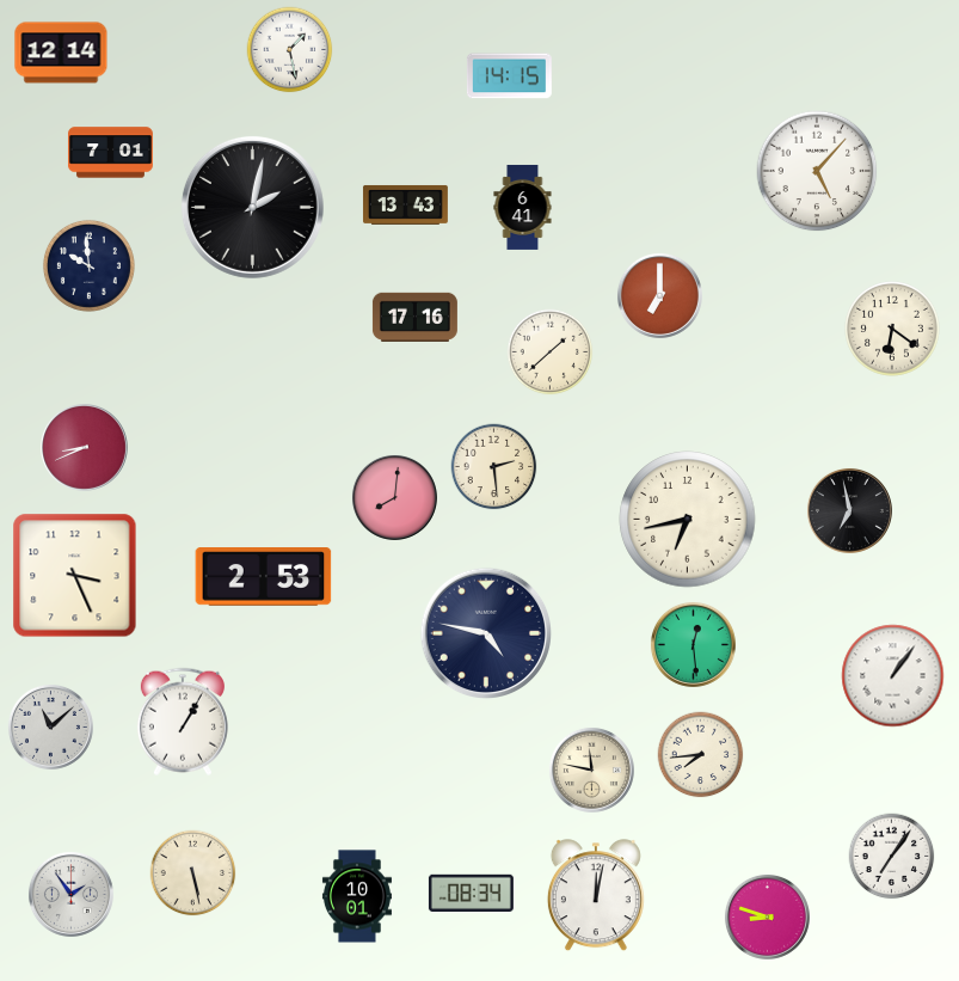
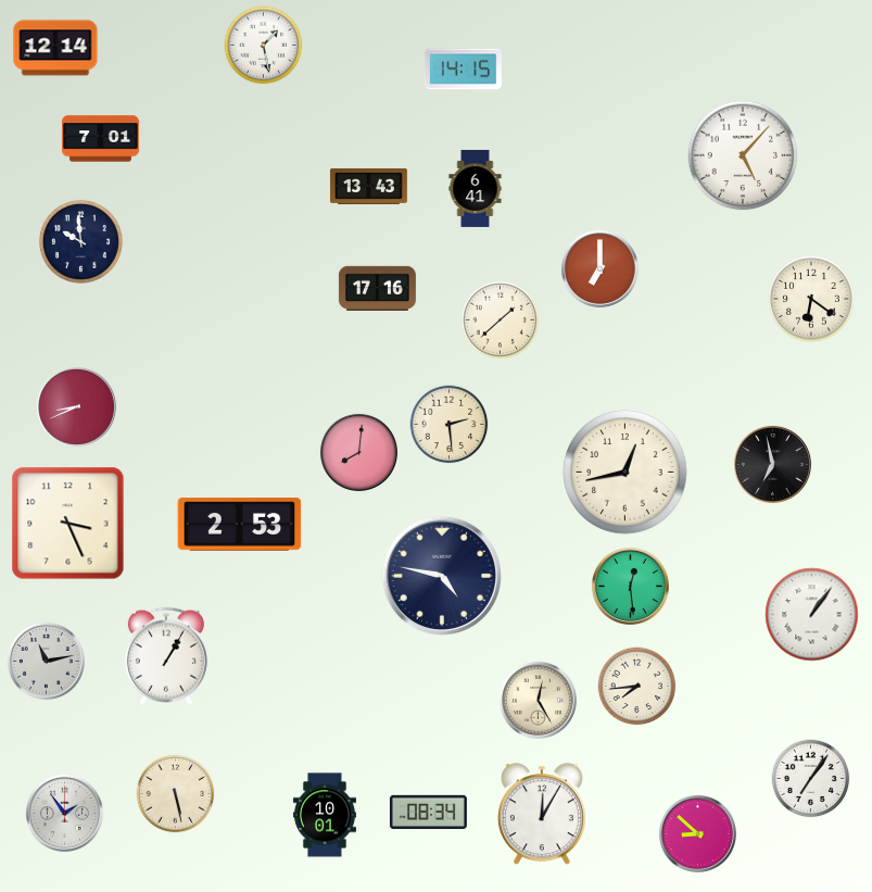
clock at (252, 207): 2:02 -> none
clock at (688, 520): 6:43 -> 12:43
clock at (50, 726): 11:08 -> 11:13
clock at (591, 770): 11:47 -> 12:25
clock at (596, 896): 12:02 -> 12:05
clock at (767, 916): 8:48 -> 8:52
